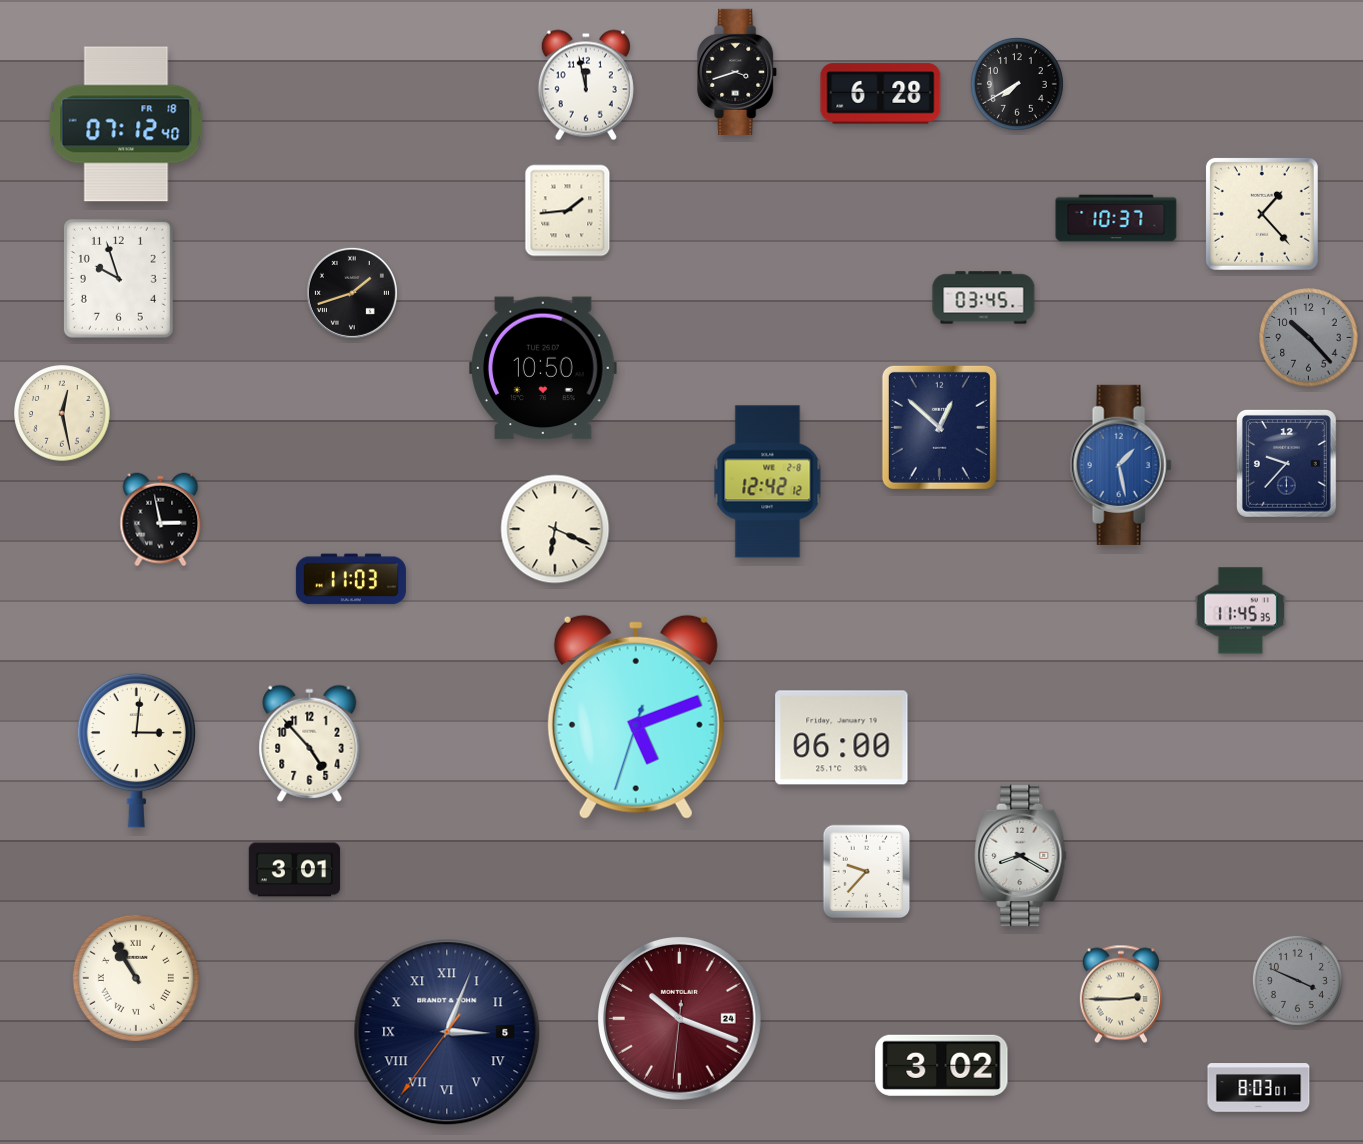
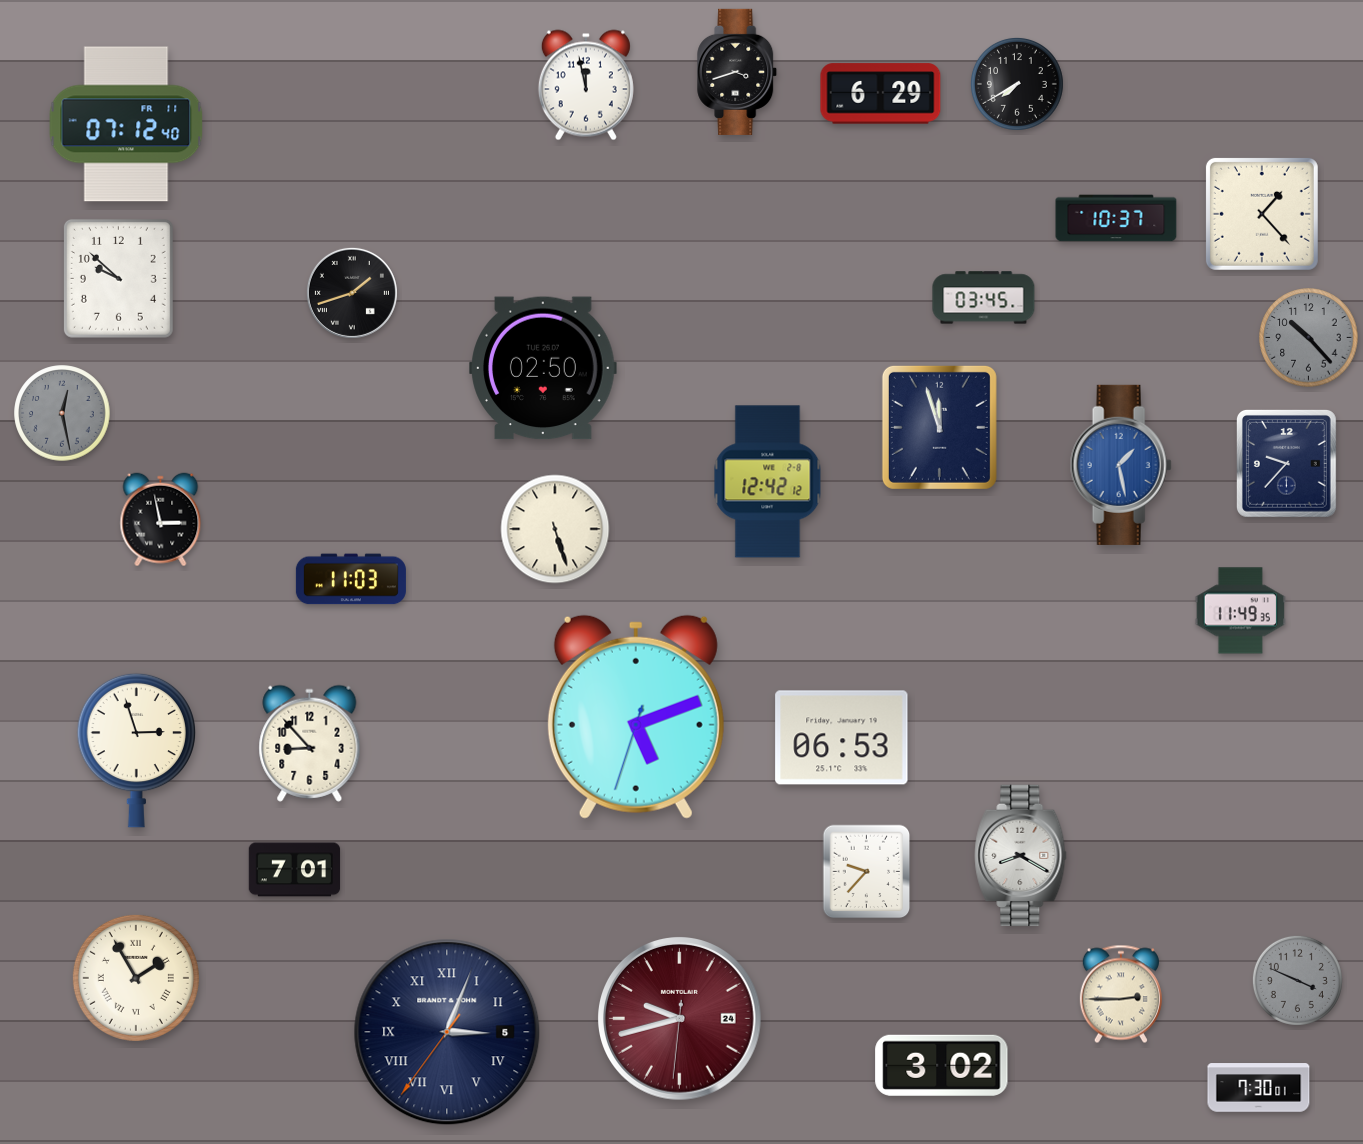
clock at (881, 94): 6:28 -> 6:29
clock at (126, 124) date: FR 18 -> FR 11
clock at (568, 211): 1:44 -> none
clock at (118, 278): 9:57 -> 9:52
clock at (543, 368): 10:50 -> 02:50
clock at (62, 413) dial: cream -> grey
clock at (939, 427): 12:52 -> 11:57
clock at (555, 529): 6:19 -> 5:27
clock at (1240, 611): 11:45 -> 11:49
clock at (842, 738): 06:00 -> 06:53
clock at (310, 743): 4:53 -> 8:53
clock at (136, 750): 3:01 -> 2:57
clock at (295, 870): 3:01 -> 7:01
clock at (136, 978): 10:55 -> 1:55
clock at (680, 1019): 10:18 -> 9:42
clock at (1259, 1088): 8:03 -> 7:30
